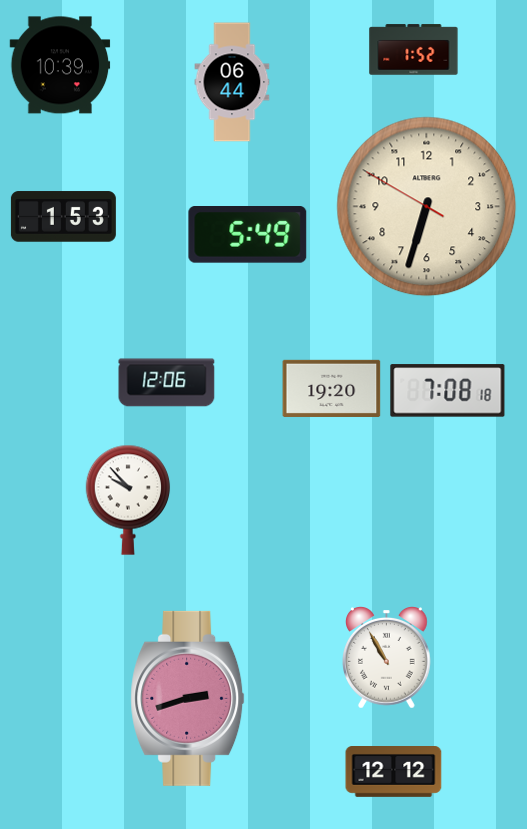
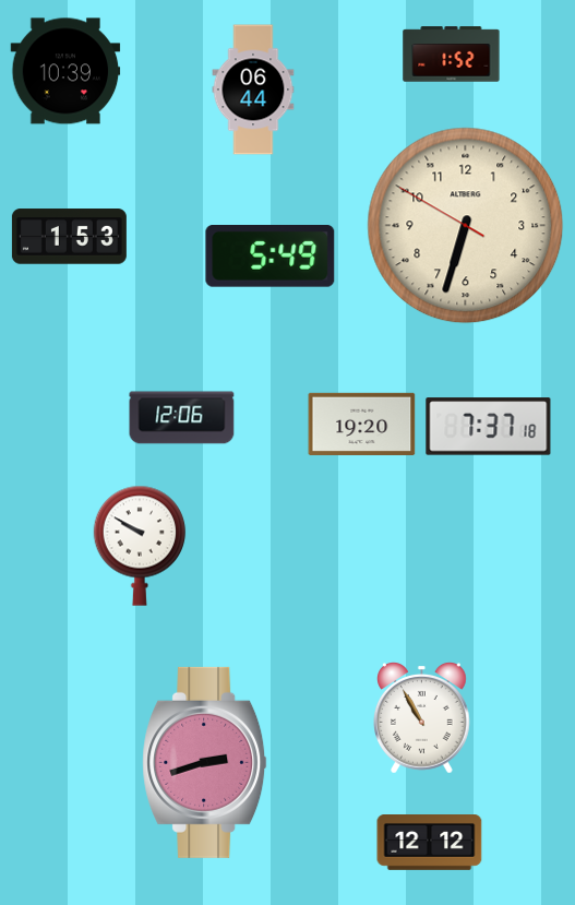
clock at (448, 391): 7:08 -> 7:37
clock at (128, 500): 9:53 -> 9:50
